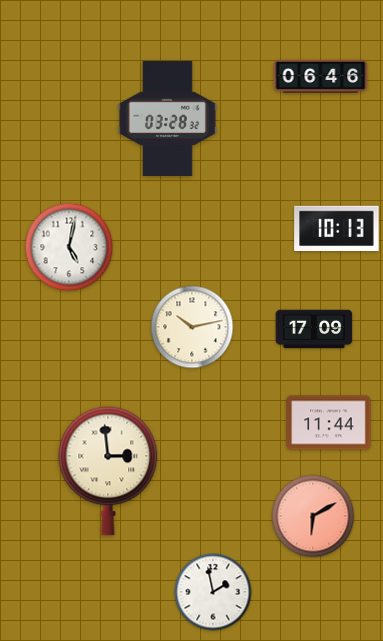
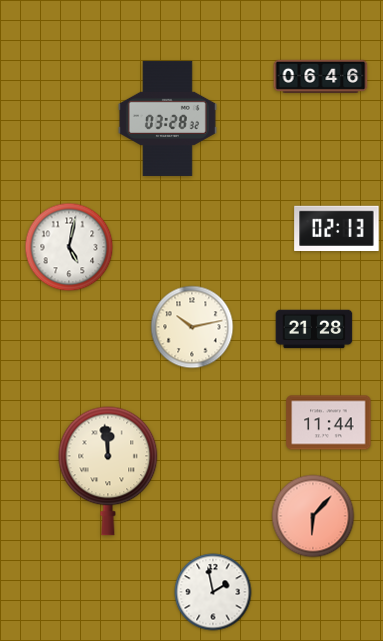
clock at (337, 228): 10:13 -> 02:13
clock at (314, 329): 17:09 -> 21:28
clock at (108, 471): 2:59 -> 11:59
clock at (313, 516): 6:10 -> 6:07
